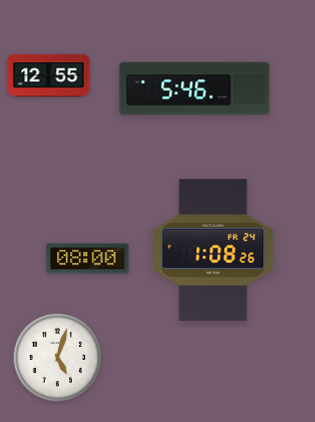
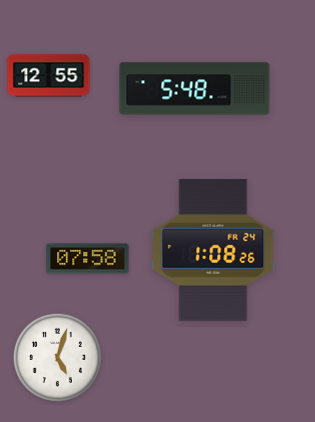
clock at (195, 89): 5:46 -> 5:48
clock at (88, 259): 08:00 -> 07:58
